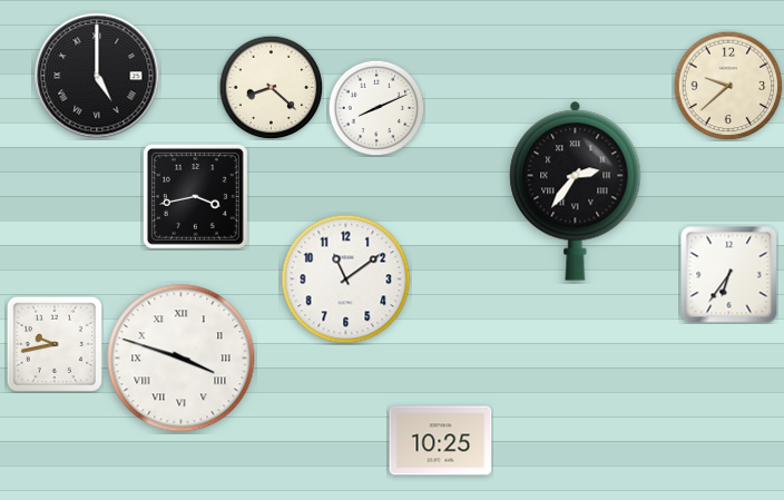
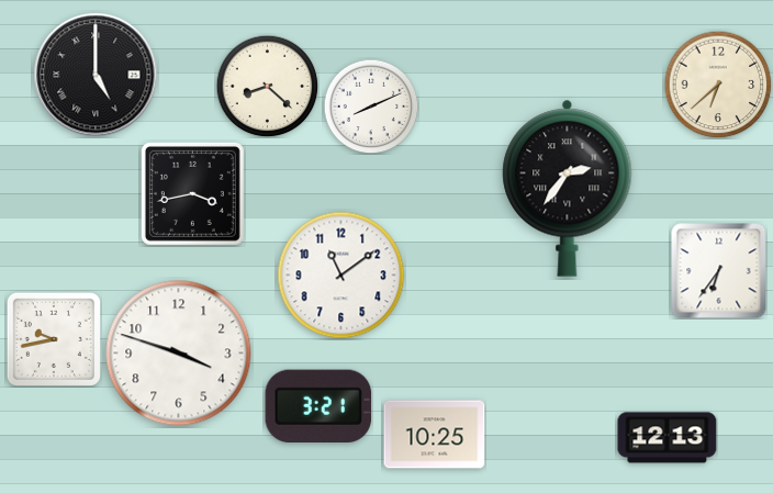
clock at (728, 86): 9:38 -> 6:38
clock at (182, 359) numerals: Roman -> Arabic
clock at (318, 405): none -> 3:21
clock at (668, 438): none -> 12:13
